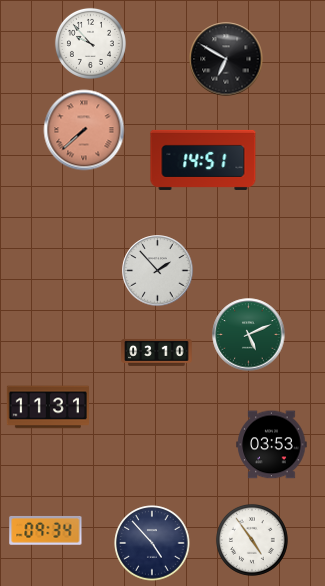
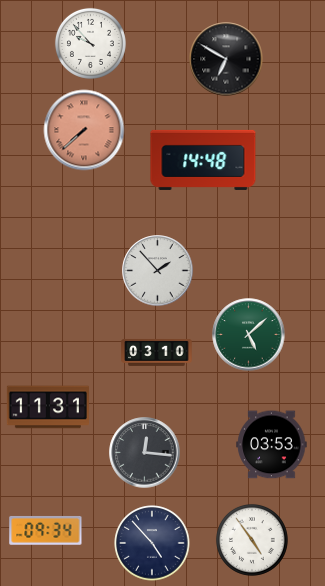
clock at (203, 160): 14:51 -> 14:48
clock at (249, 335): 5:11 -> 5:08
clock at (145, 453): none -> 12:16
